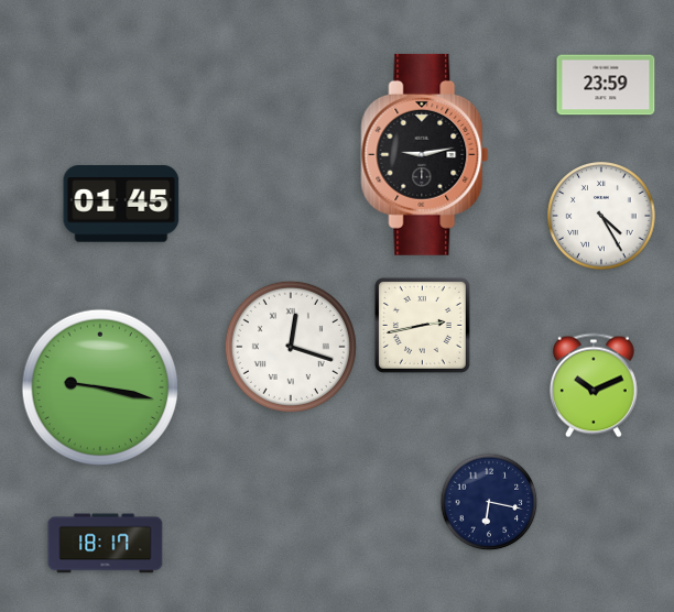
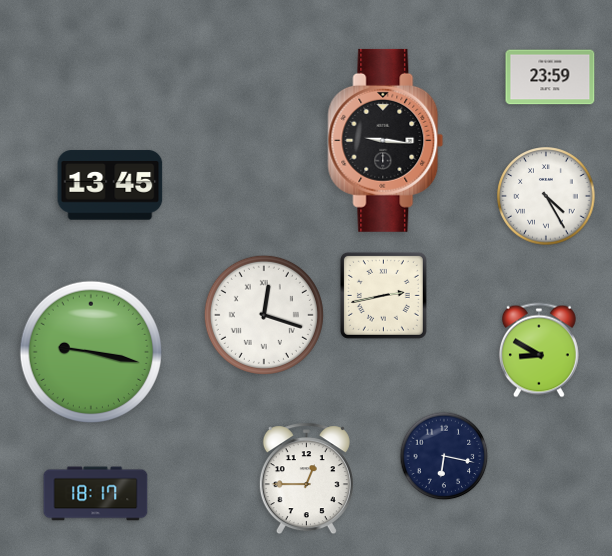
clock at (425, 154): 9:13 -> 9:16
clock at (121, 204): 01:45 -> 13:45
clock at (594, 385): 10:11 -> 8:50
clock at (306, 479): none -> 12:45
